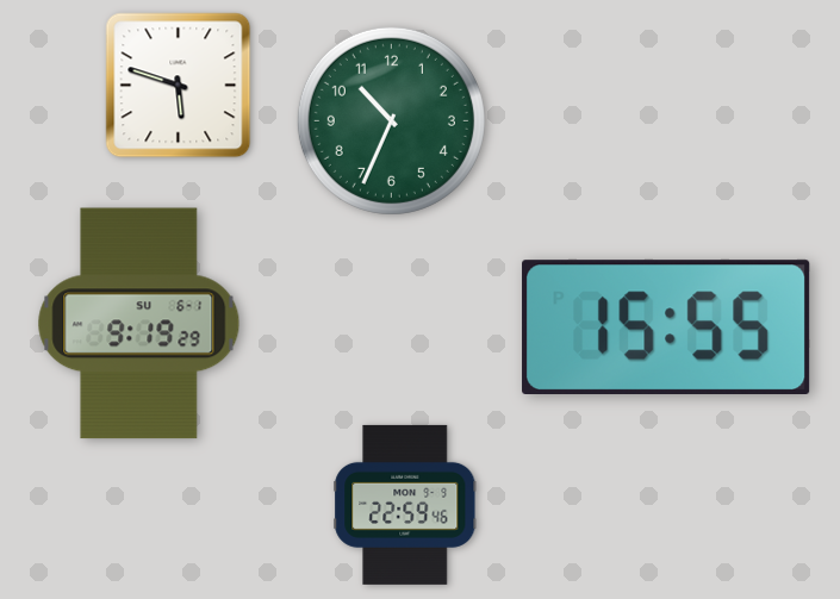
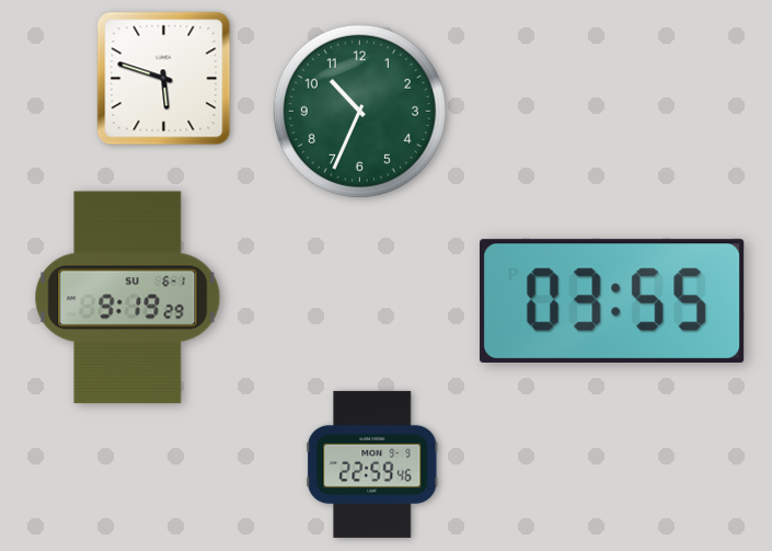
clock at (666, 326): 15:55 -> 03:55
